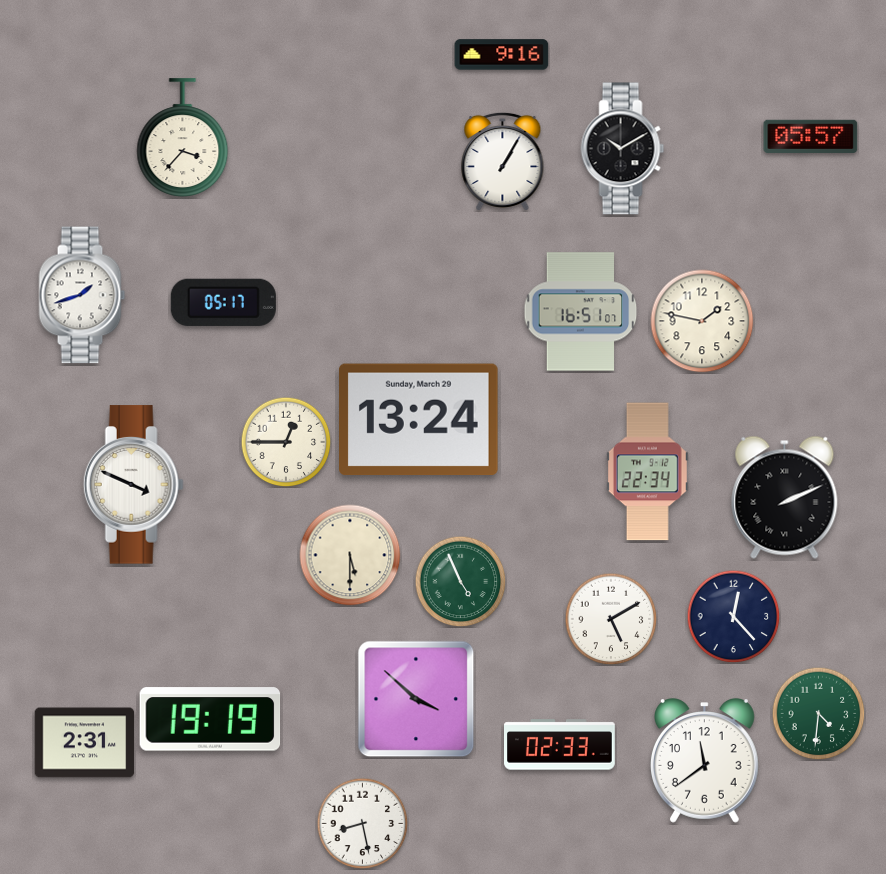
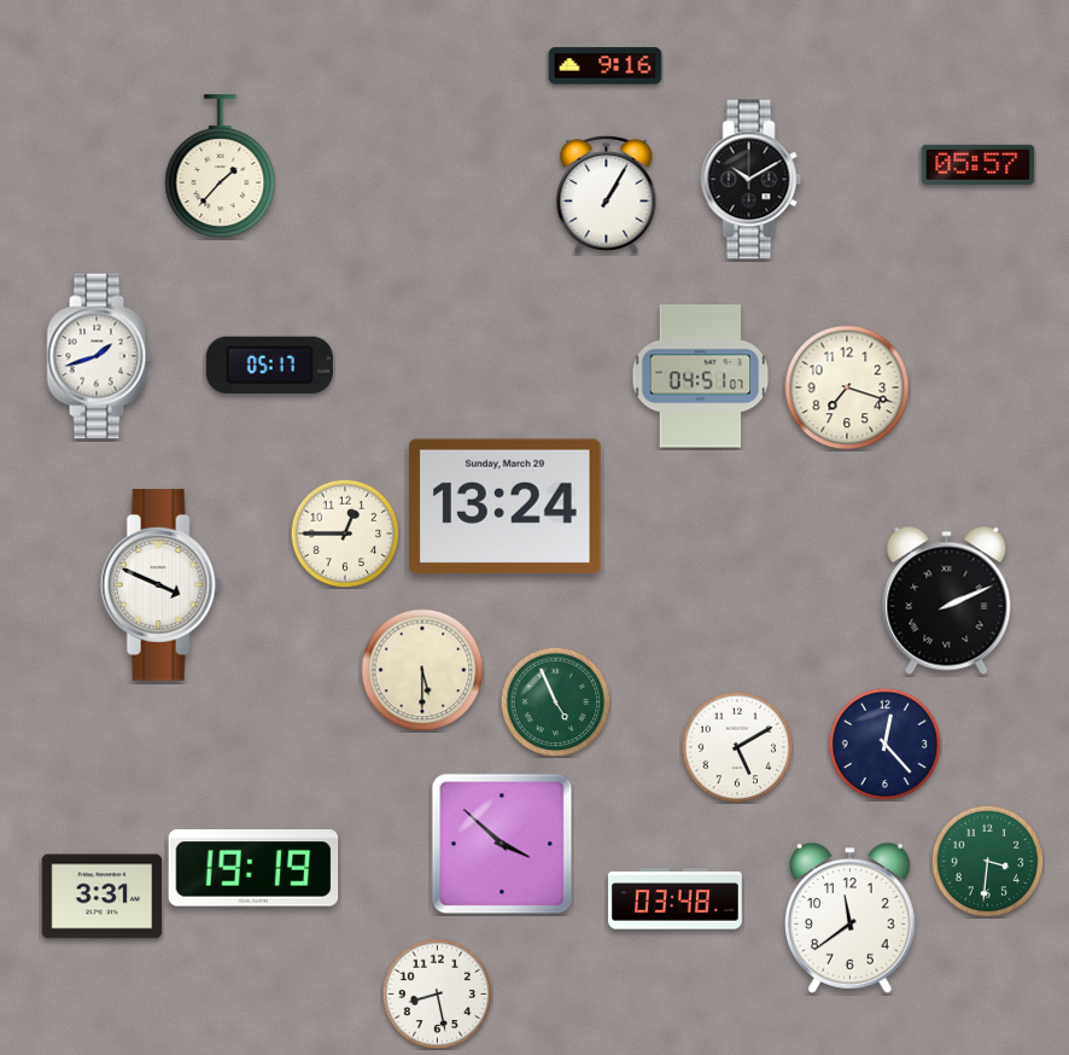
clock at (183, 138): 3:37 -> 1:37
clock at (581, 312): 16:51 -> 04:51
clock at (702, 321): 1:47 -> 7:18
clock at (647, 472): 22:34 -> none
clock at (818, 713): 4:31 -> 3:31
clock at (85, 743): 2:31 -> 3:31
clock at (560, 745): 02:33 -> 03:48
